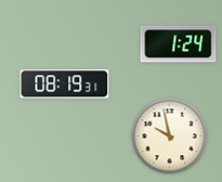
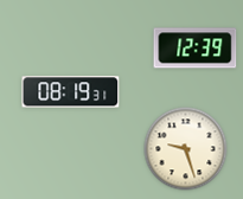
clock at (179, 44): 1:24 -> 12:39
clock at (170, 136): 9:58 -> 9:27
